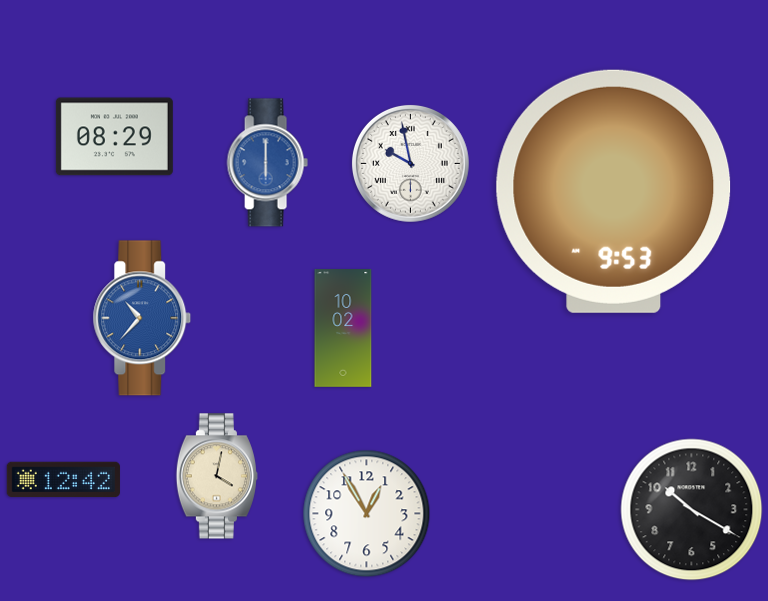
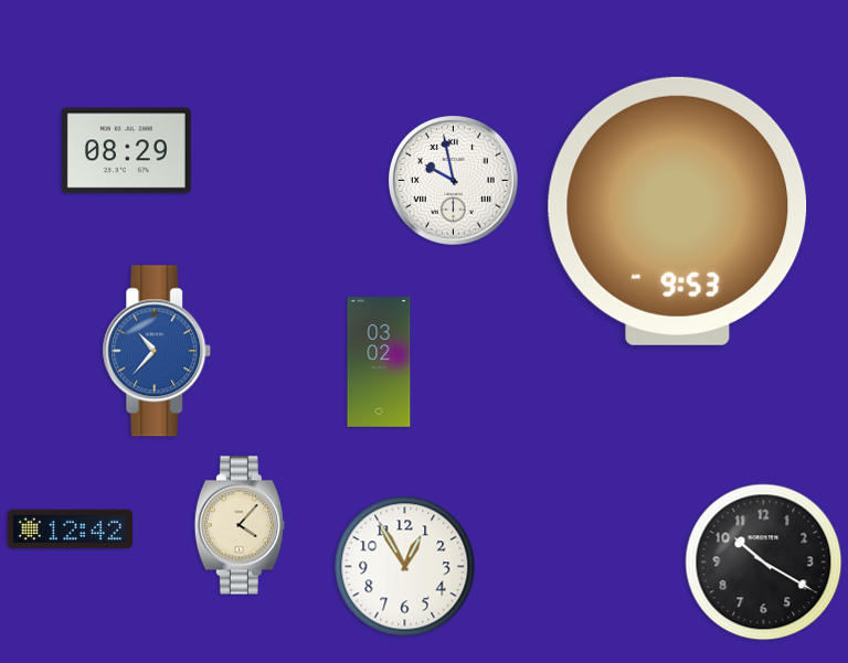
clock at (267, 163): 6:00 -> none
clock at (343, 329): 10:02 -> 03:02
clock at (217, 476): 4:02 -> 4:07
